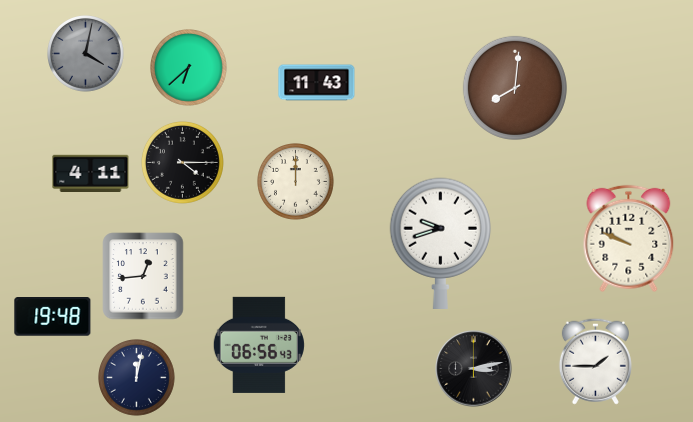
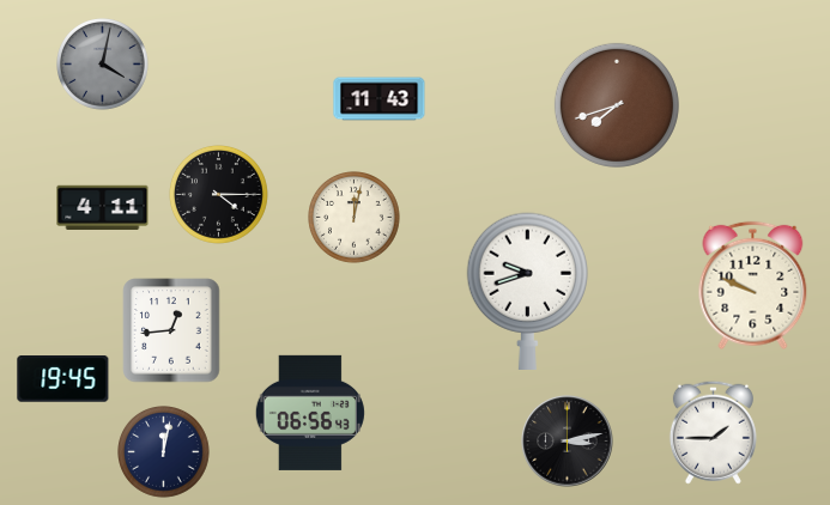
clock at (189, 68): 6:38 -> none
clock at (515, 88): 8:01 -> 7:42
clock at (91, 174) position: (91, 174) -> (103, 208)
clock at (296, 182): 12:00 -> 12:02
clock at (53, 317): 19:48 -> 19:45
